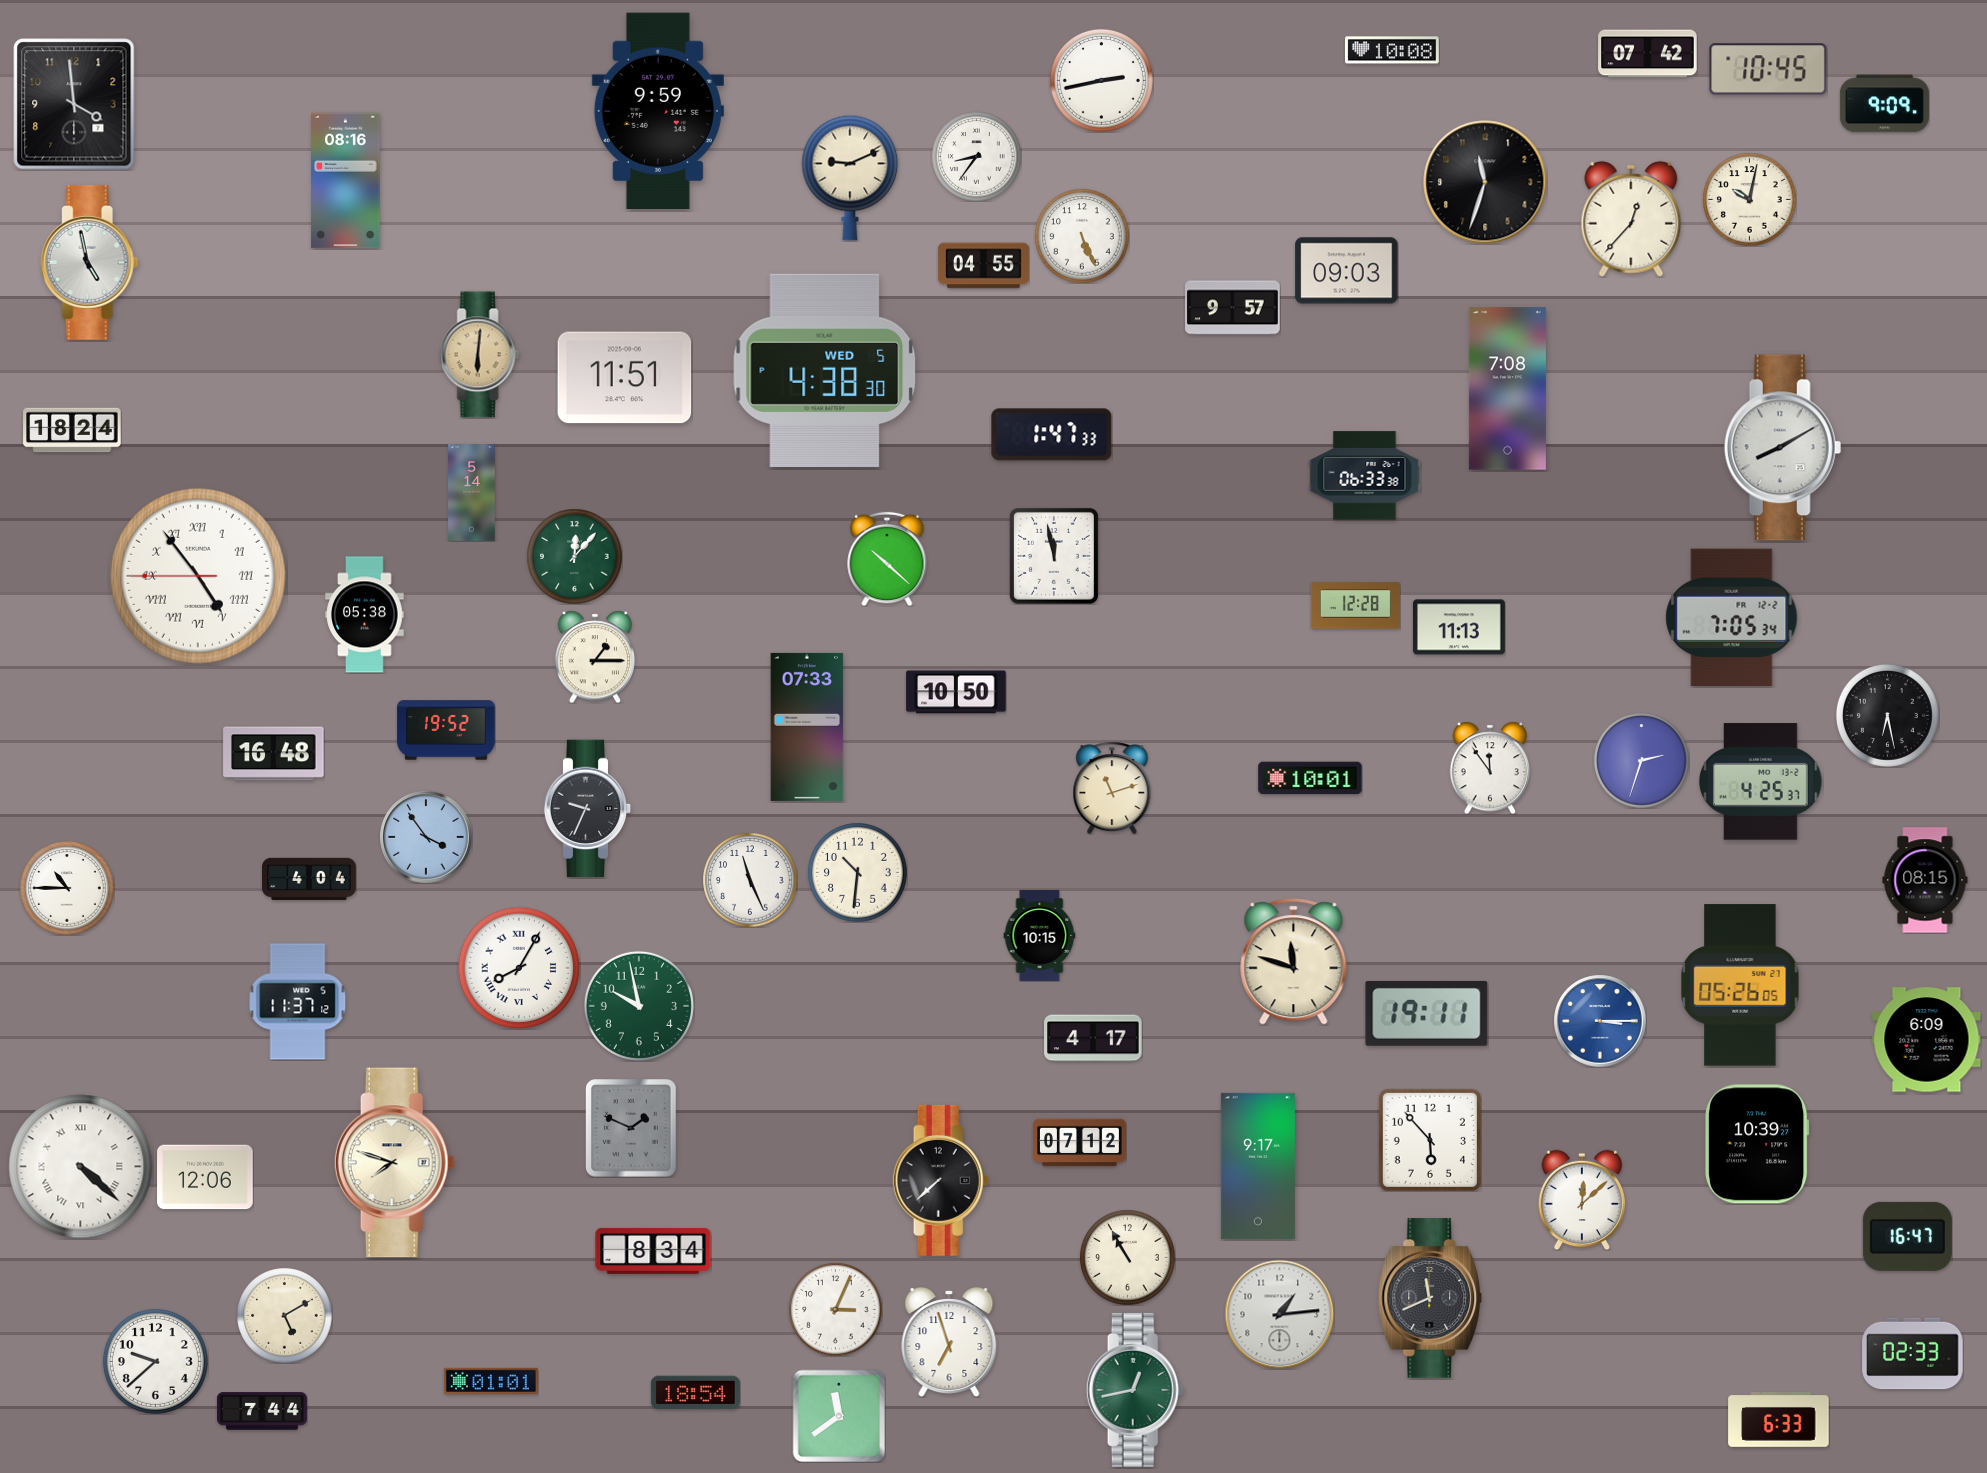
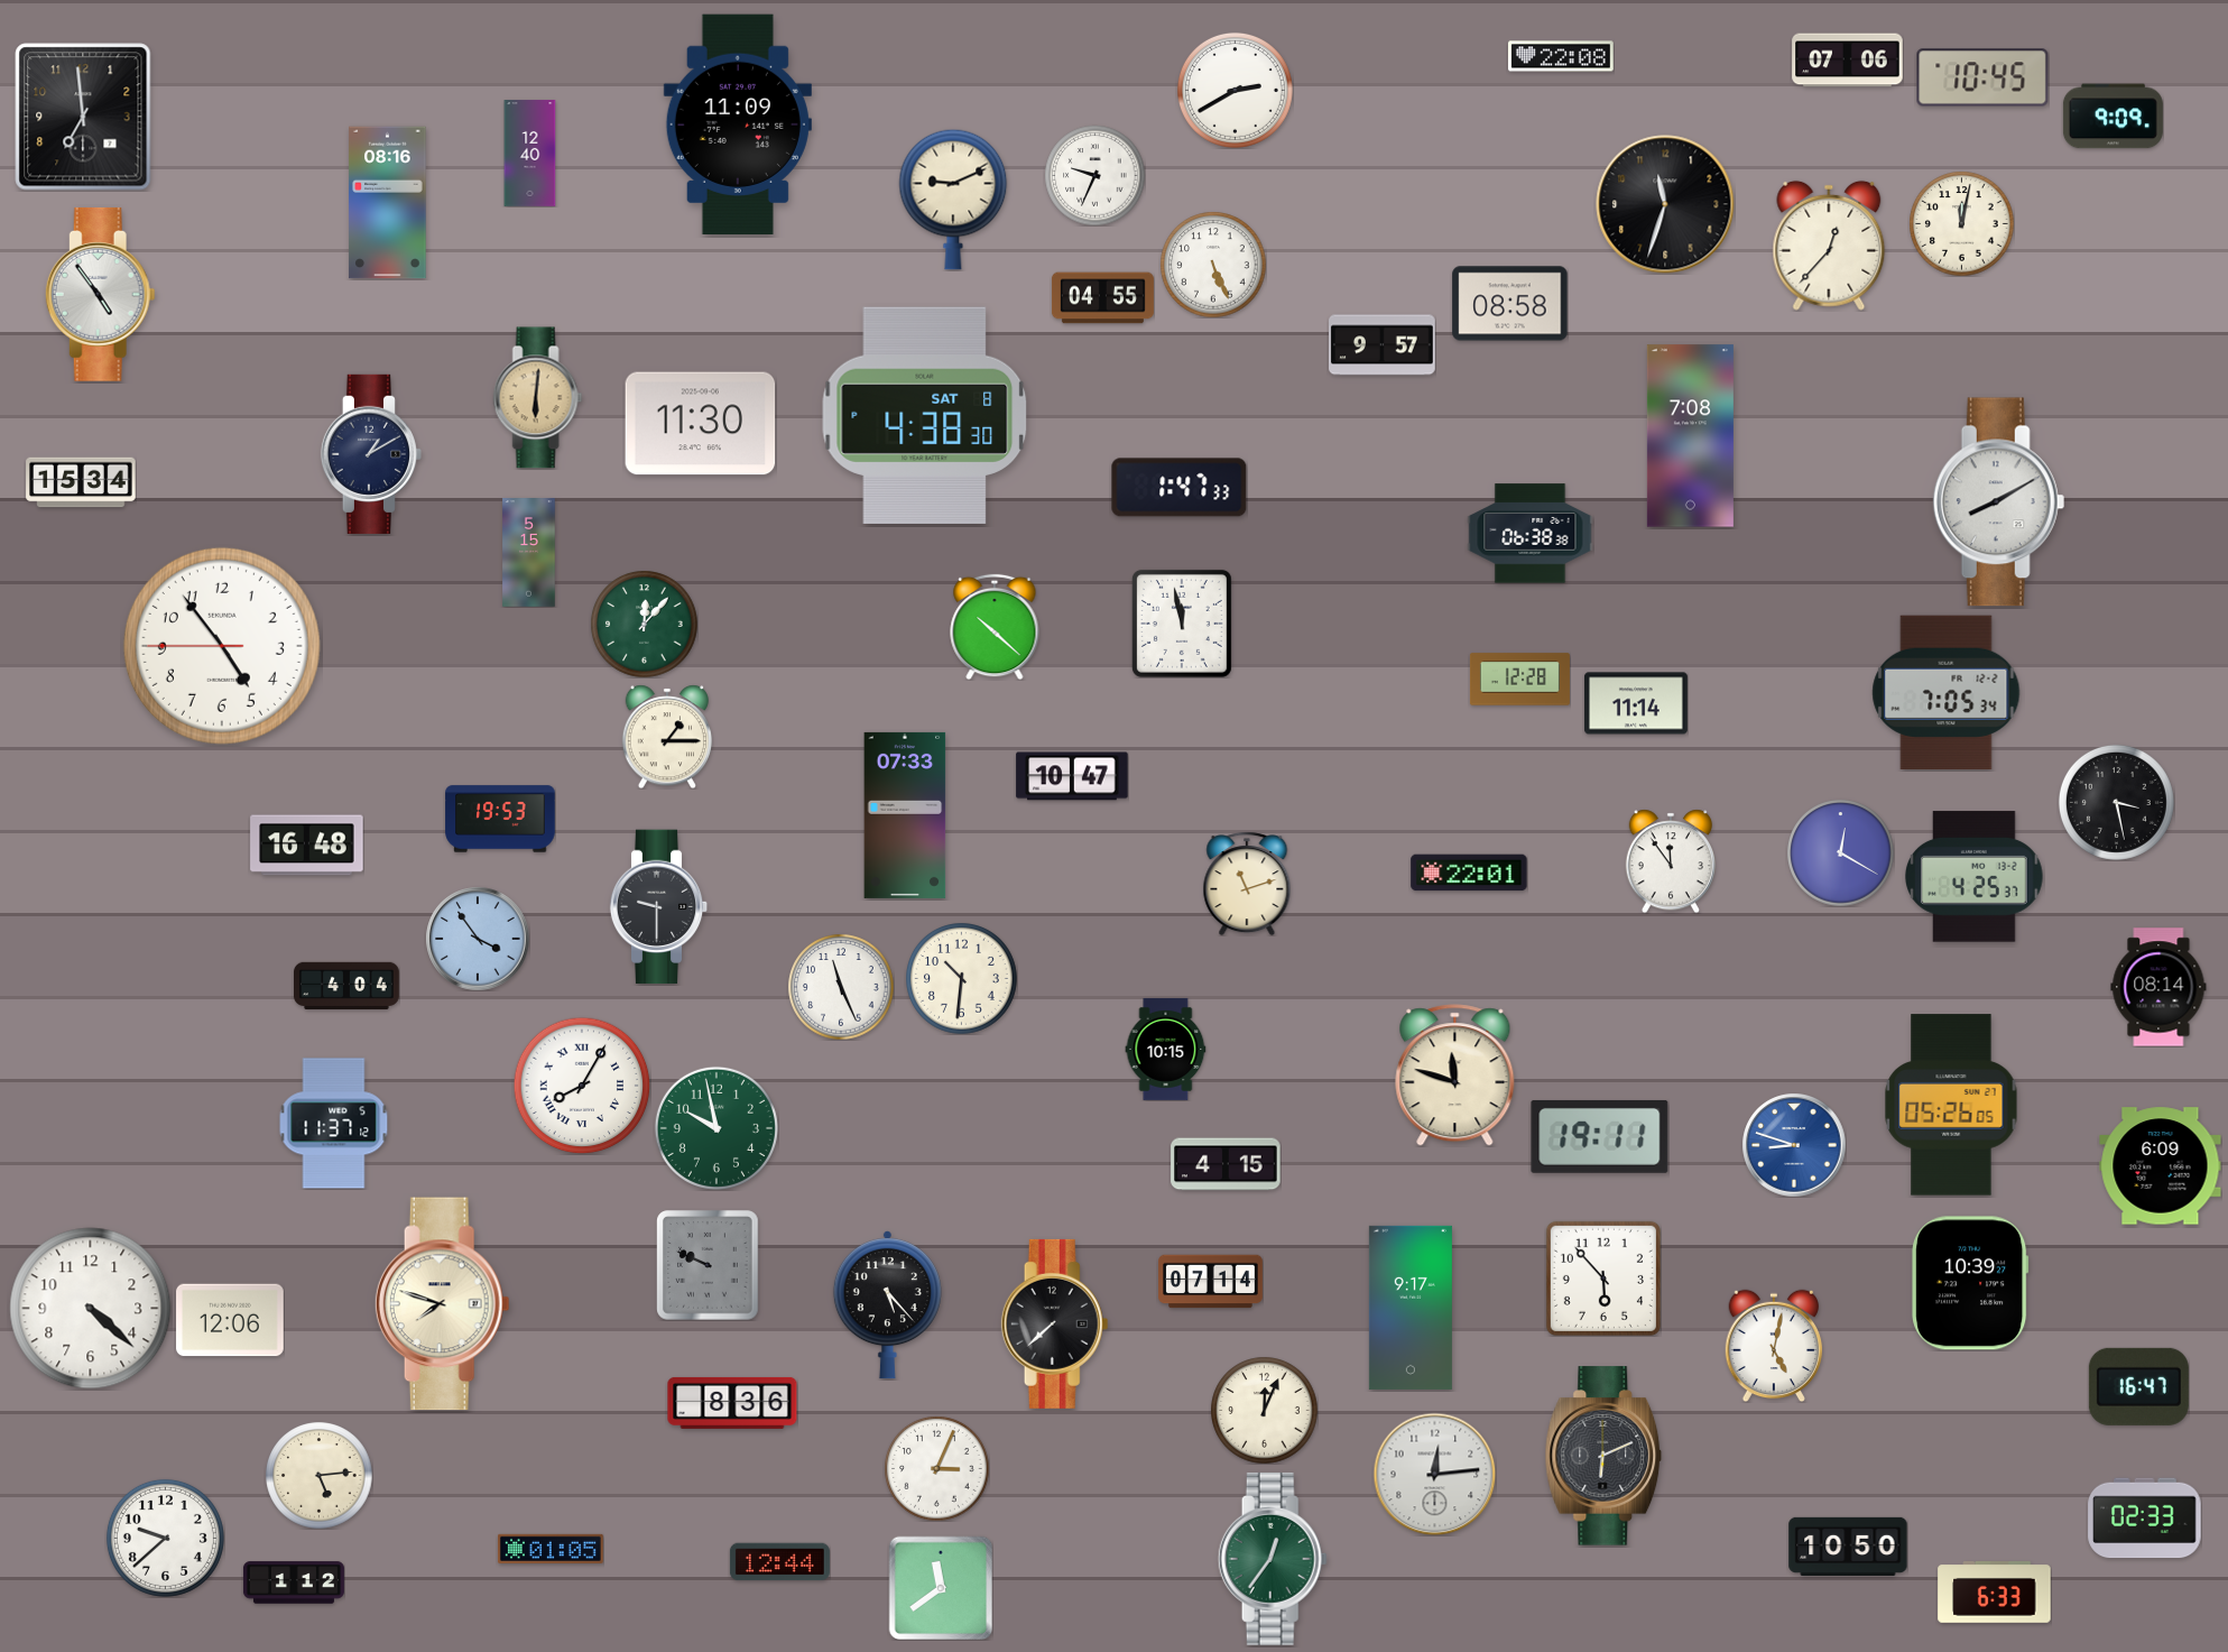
clock at (1393, 50): 10:08 -> 22:08
clock at (1648, 54): 07:42 -> 07:06
clock at (1101, 80): 2:43 -> 2:40
clock at (74, 104): 3:59 -> 6:59
clock at (658, 110): 9:59 -> 11:09
clock at (530, 154): none -> 12:40
clock at (976, 156): 8:36 -> 9:34
clock at (1749, 199): 10:02 -> 12:02
clock at (89, 262): 4:58 -> 4:54
clock at (1347, 271): 09:03 -> 08:58
clock at (825, 370) date: WED 5 -> SAT 8
clock at (625, 378): 11:51 -> 11:30
clock at (371, 454): none -> 1:10
clock at (72, 430): 18:24 -> 15:34
clock at (1365, 476): 06:33 -> 06:38
clock at (472, 493): 5:14 -> 5:15
clock at (198, 576) numerals: Roman -> Arabic
clock at (365, 615): 05:38 -> none
clock at (1732, 617) position: (1732, 617) -> (1947, 692)
clock at (1459, 627): 11:13 -> 11:14
clock at (956, 692): 10:50 -> 10:47
clock at (1887, 715): 6:28 -> 3:28
clock at (446, 730): 19:52 -> 19:53
clock at (1641, 760): 2:33 -> 12:20
clock at (1310, 778): 10:01 -> 22:01
clock at (588, 809): 9:34 -> 9:30
clock at (1925, 880): 08:15 -> 08:14
clock at (67, 888): 10:45 -> none
clock at (1294, 962) position: (1294, 962) -> (1455, 1076)
clock at (1600, 1021): 3:15 -> 8:48
clock at (1093, 1038): 4:17 -> 4:15
clock at (631, 1128): 1:49 -> 9:49
clock at (1080, 1143): 07:12 -> 07:14
clock at (887, 1305): none -> 5:23
clock at (81, 1167) numerals: Roman -> Arabic
clock at (1582, 1200): 12:08 -> 5:02
clock at (653, 1251): 8:34 -> 8:36
clock at (1127, 1257): 10:55 -> 12:04
clock at (1430, 1298): 11:41 -> 6:11
clock at (1279, 1314): 1:14 -> 12:14
clock at (284, 1315): 5:10 -> 5:14
clock at (949, 1343): 6:57 -> none
clock at (155, 1361) position: (155, 1361) -> (165, 1538)
clock at (1848, 1547): none -> 10:50
clock at (491, 1381): 01:01 -> 01:05
clock at (1135, 1390): 12:43 -> 12:36
clock at (695, 1393): 18:54 -> 12:44
clock at (262, 1411): 7:44 -> 1:12
